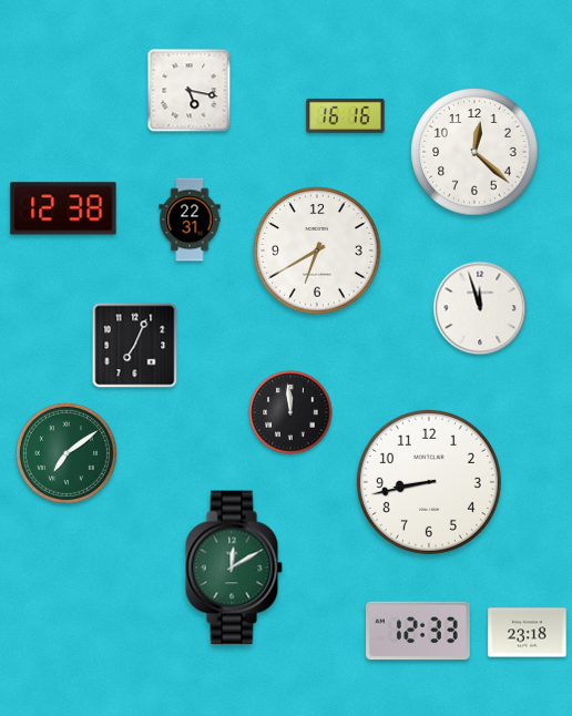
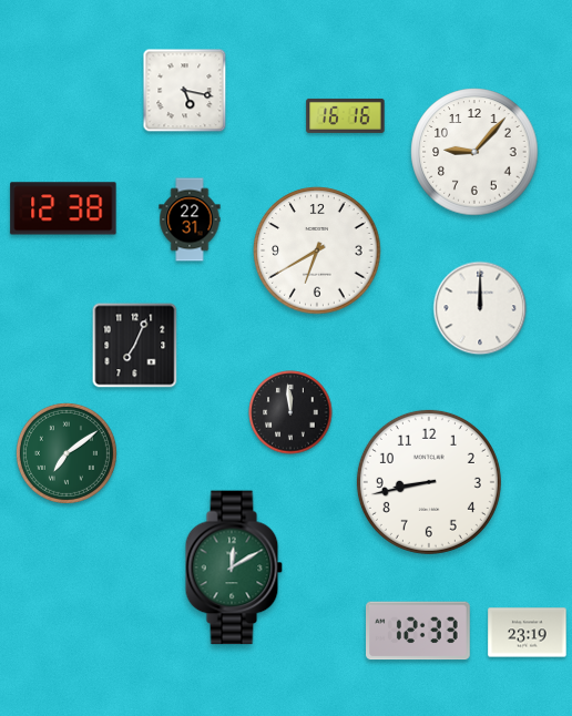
clock at (190, 91) position: (190, 91) -> (185, 91)
clock at (474, 152): 12:22 -> 9:07
clock at (480, 308): 11:57 -> 12:00
clock at (528, 633): 23:18 -> 23:19
